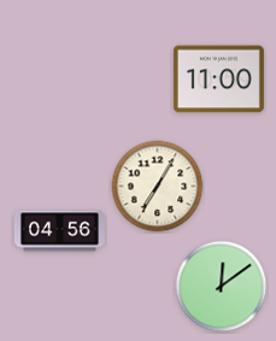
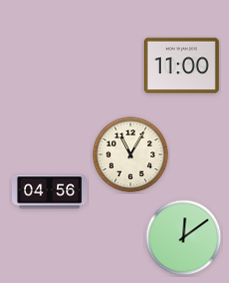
clock at (158, 187): 7:05 -> 11:05
